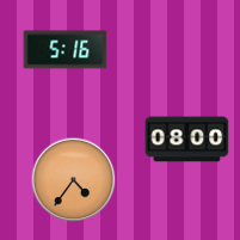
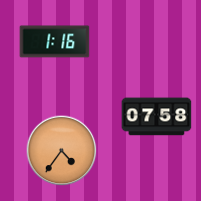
clock at (66, 50): 5:16 -> 1:16
clock at (187, 140): 08:00 -> 07:58
